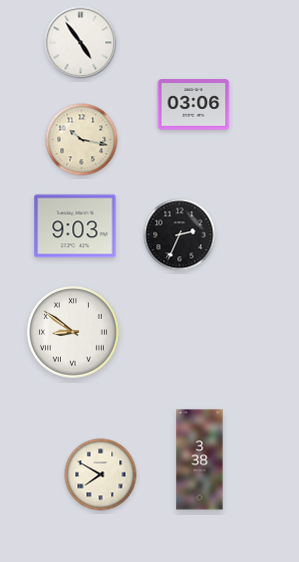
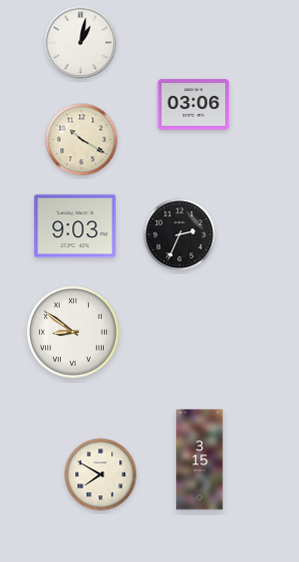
clock at (81, 43): 4:54 -> 1:02
clock at (82, 140): 10:17 -> 10:20
clock at (200, 460): 3:38 -> 3:15
